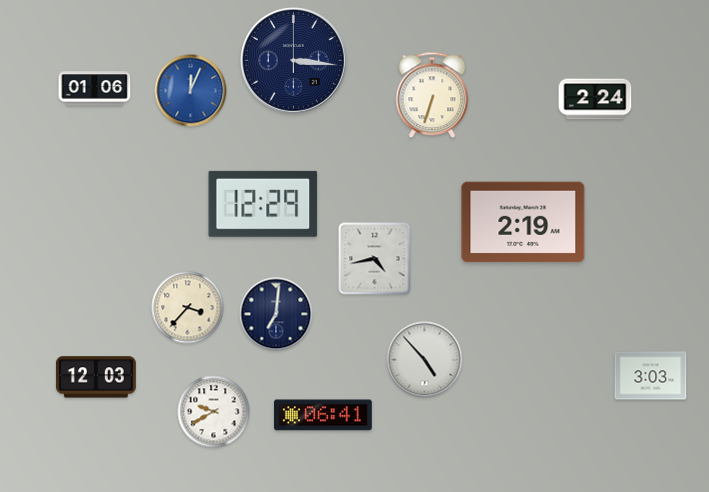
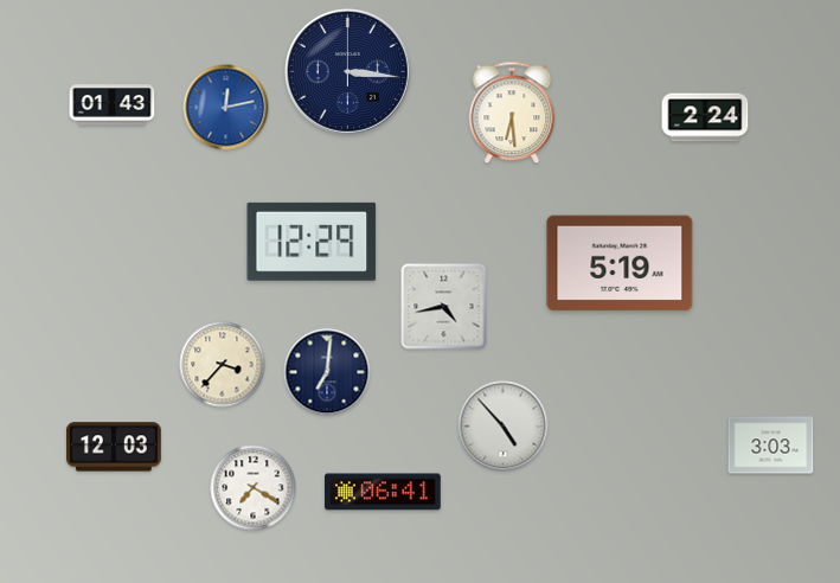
clock at (95, 89): 01:06 -> 01:43
clock at (191, 91): 12:04 -> 12:13
clock at (432, 95): 6:33 -> 6:29
clock at (523, 222): 2:19 -> 5:19
clock at (214, 412): 9:40 -> 7:20
